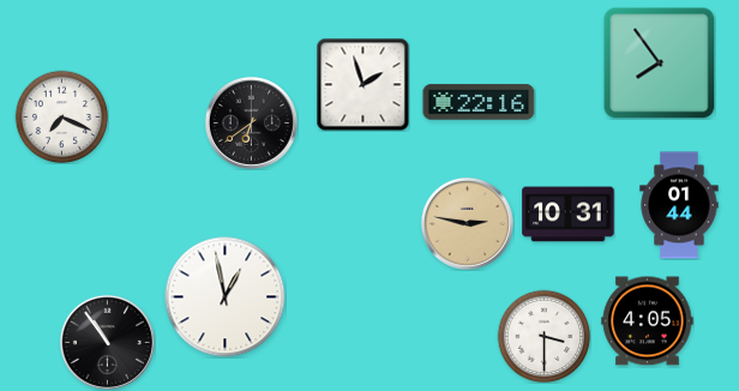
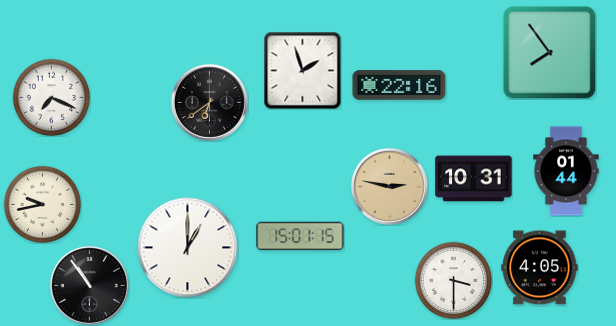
clock at (42, 204): none -> 9:43
clock at (300, 236): none -> 15:01
clock at (226, 297): 12:58 -> 1:00
